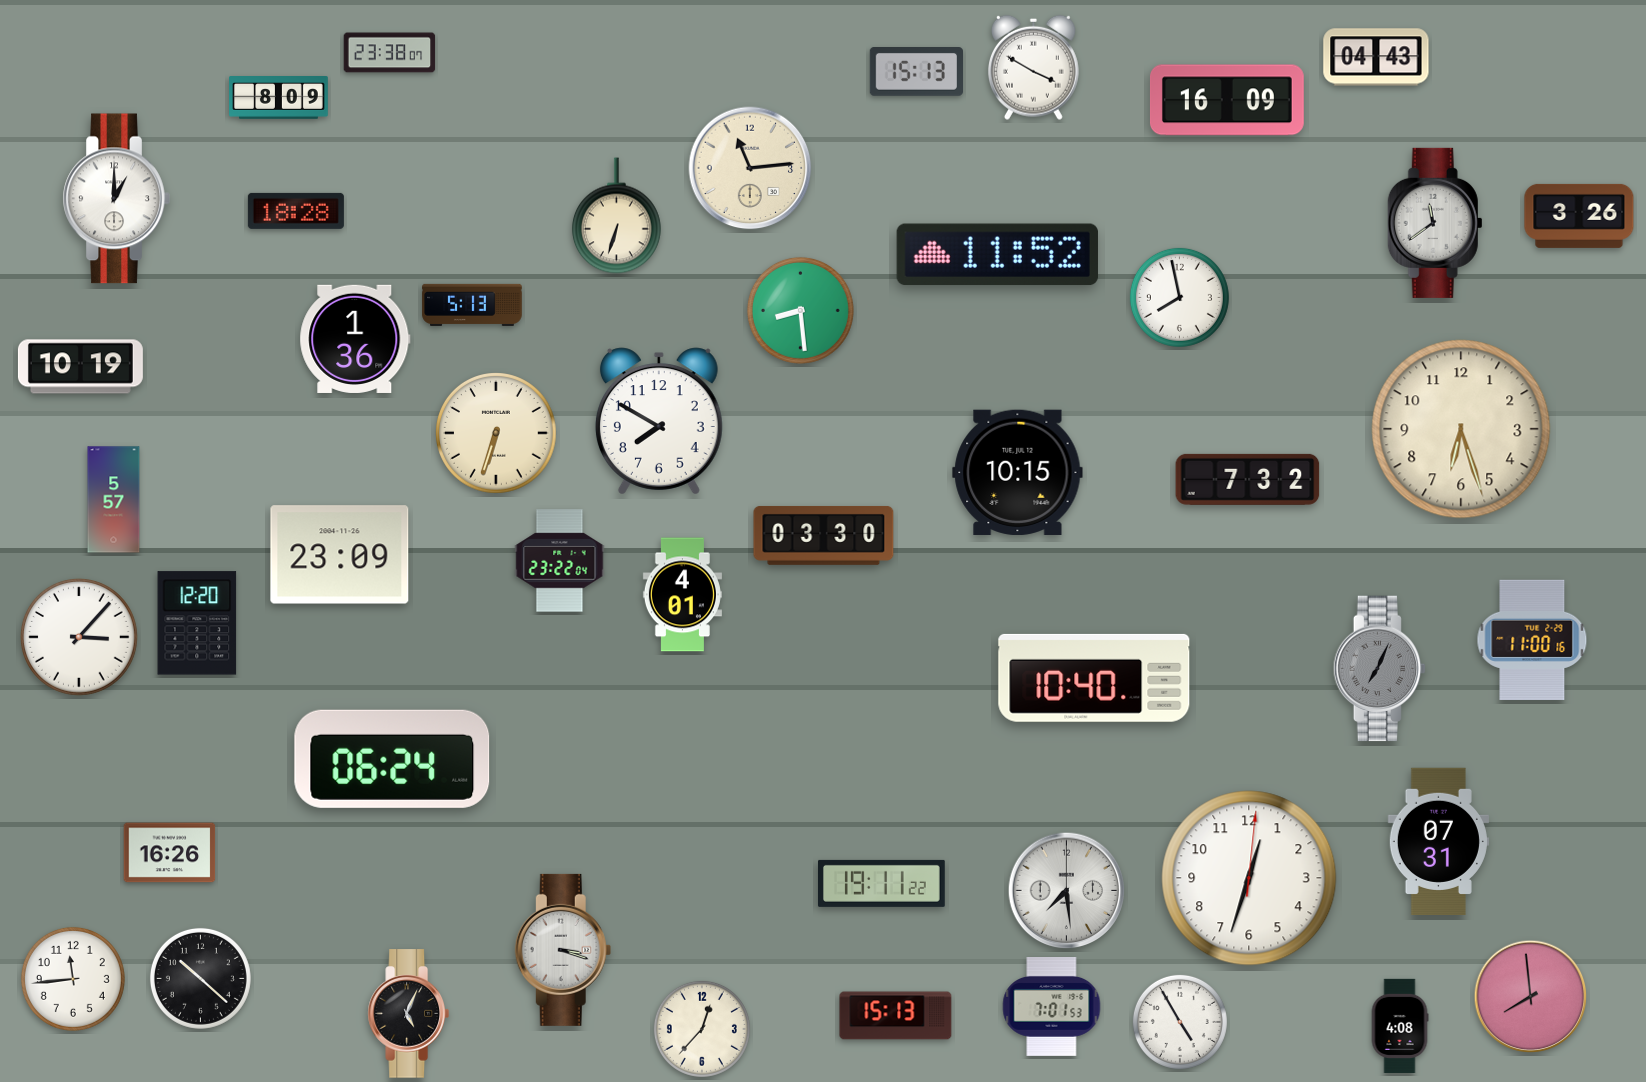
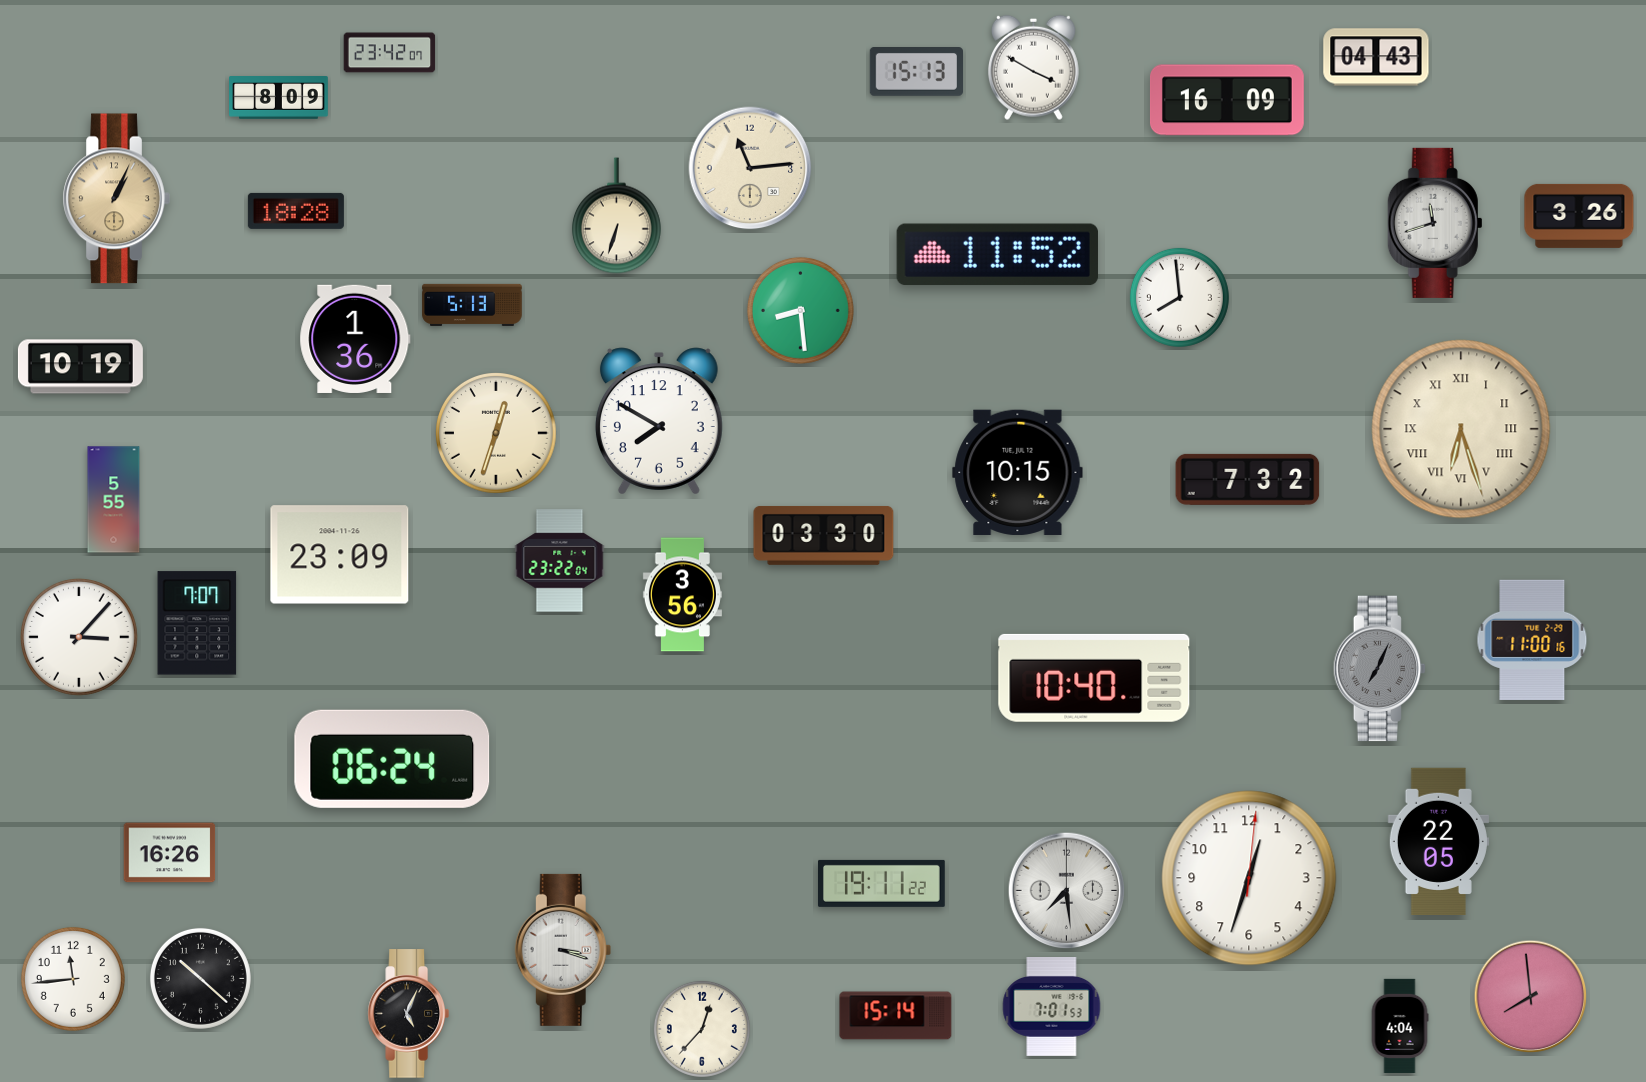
clock at (390, 53): 23:38 -> 23:42
clock at (116, 199): 1:00 -> 1:04
clock at (116, 199) dial: white -> champagne
clock at (1435, 223): 11:39 -> 11:42
clock at (1179, 297): 7:58 -> 7:59
clock at (1461, 429) numerals: Arabic -> Roman
clock at (497, 434): 6:33 -> 12:33
clock at (114, 500): 5:57 -> 5:55
clock at (682, 595): 4:01 -> 3:56
clock at (197, 623): 12:20 -> 7:07
clock at (1438, 841): 07:31 -> 22:05
clock at (896, 1016): 15:13 -> 15:14
clock at (1180, 1022): 4:55 -> none
clock at (1400, 1026): 4:08 -> 4:04
